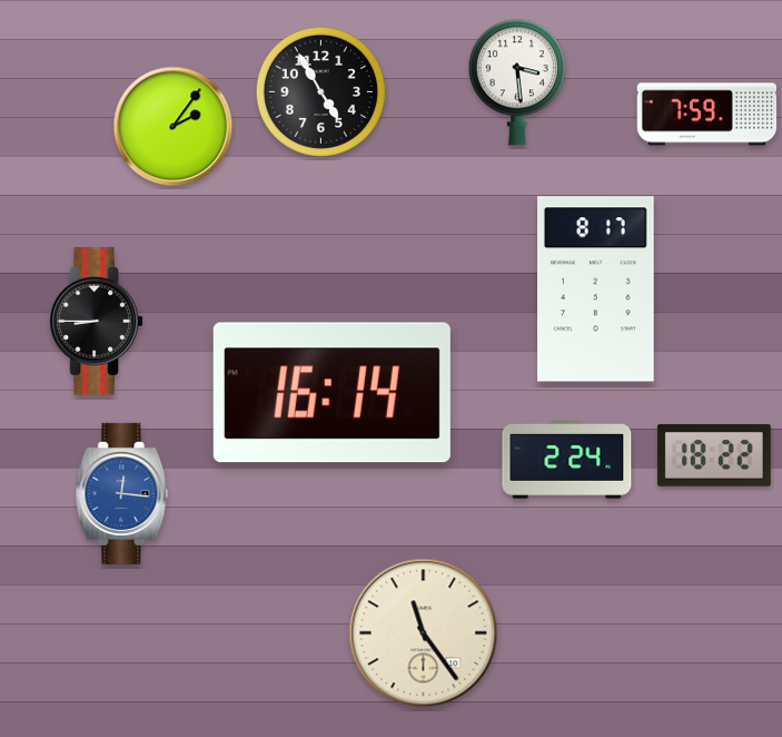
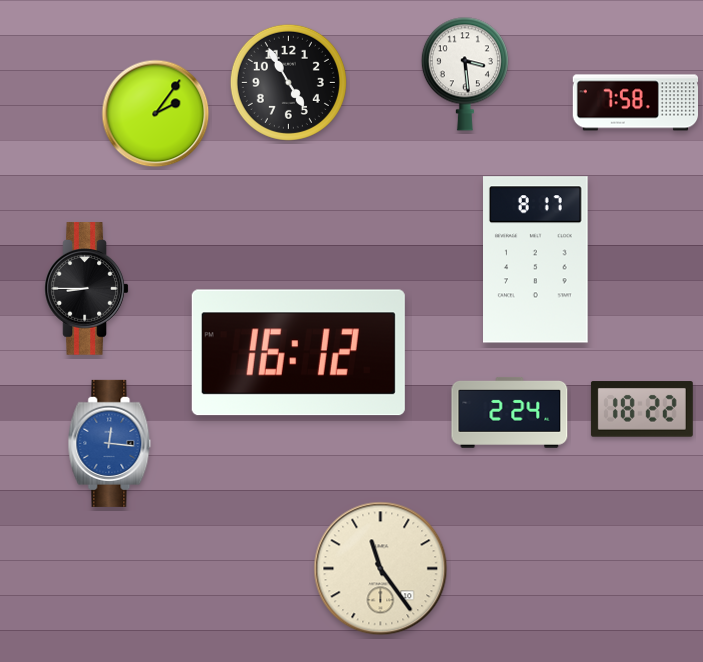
clock at (707, 115): 7:59 -> 7:58
clock at (331, 393): 16:14 -> 16:12
